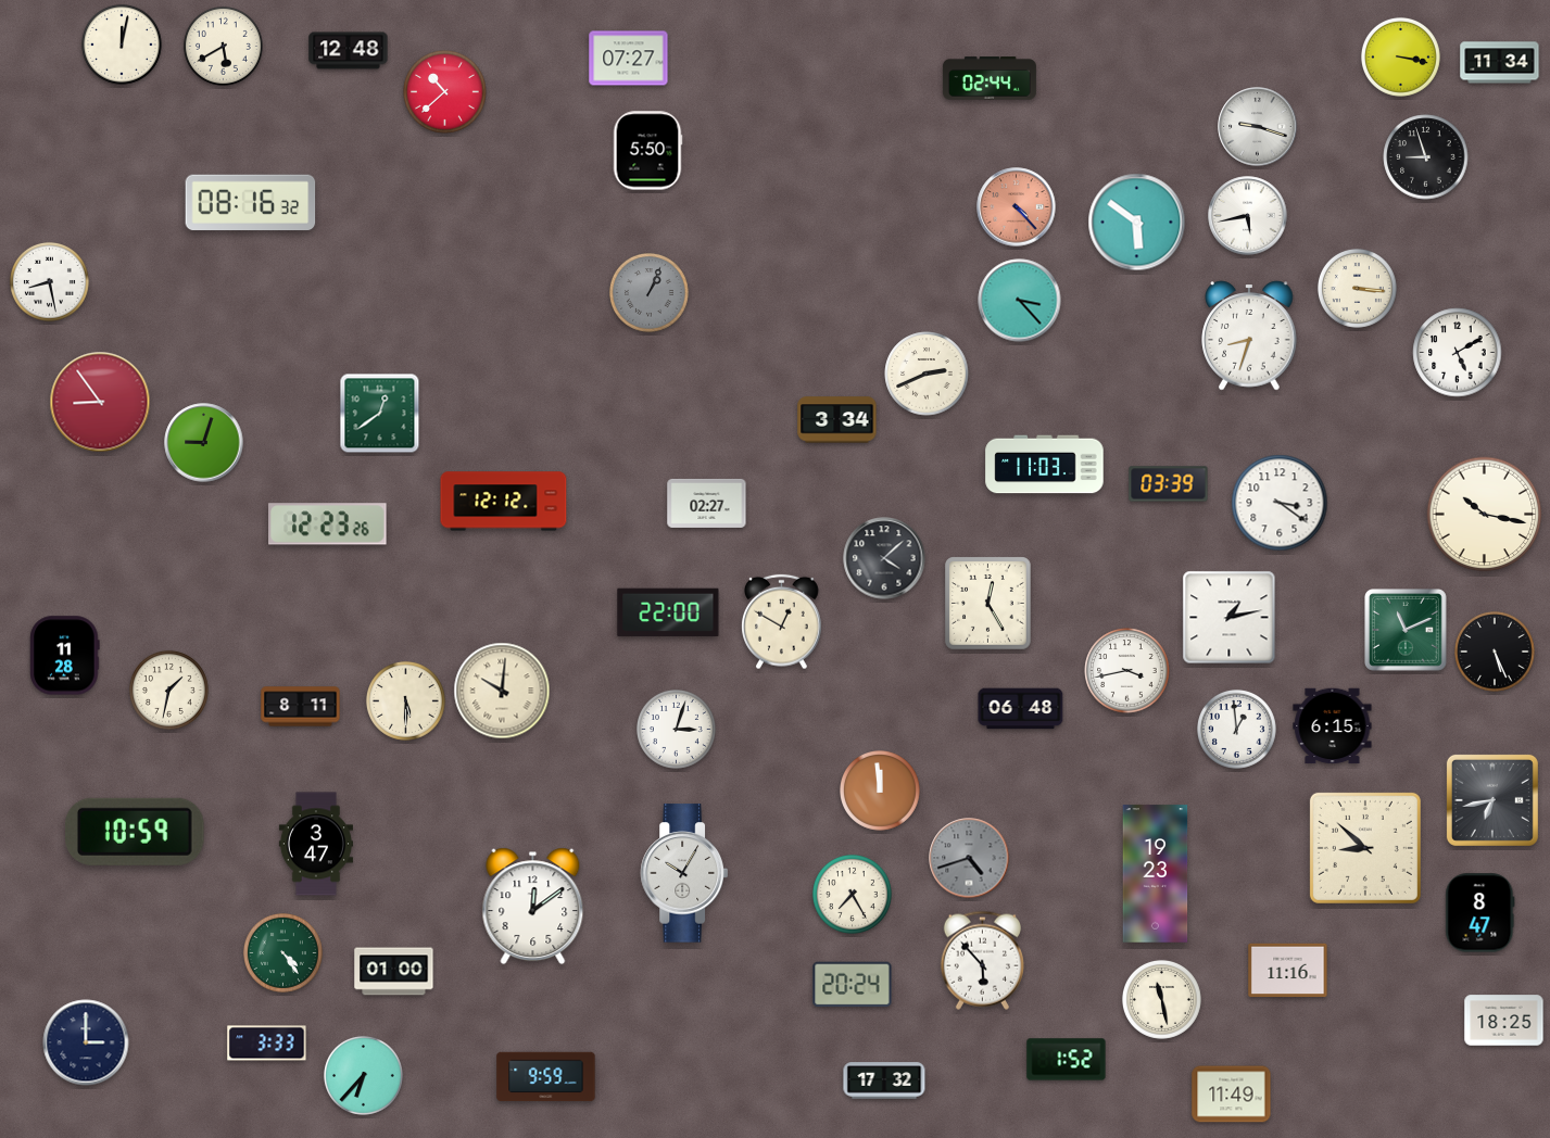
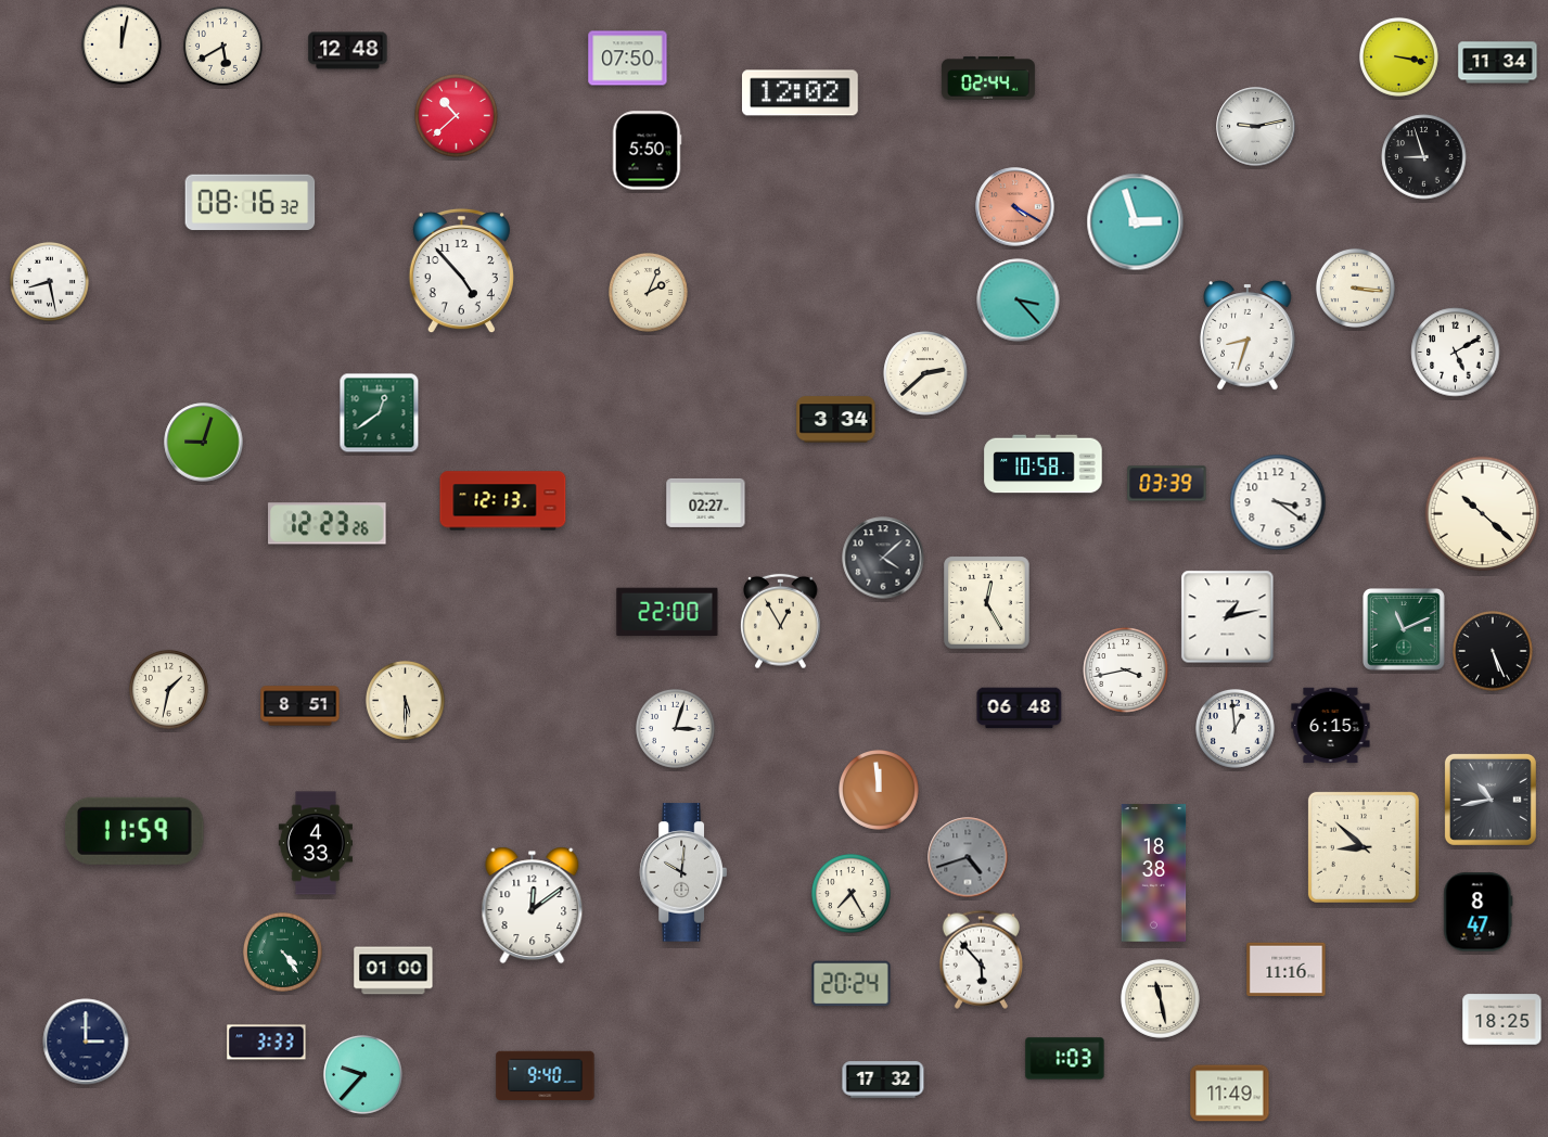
clock at (629, 59): 07:27 -> 07:50
clock at (445, 92) position: (445, 92) -> (457, 116)
clock at (801, 93): none -> 12:02
clock at (1258, 127): 9:18 -> 9:13
clock at (1017, 207): 4:23 -> 4:20
clock at (1248, 216): 5:43 -> none
clock at (1137, 223): 5:51 -> 2:57
clock at (461, 271): none -> 4:53
clock at (648, 292): 1:04 -> 2:04
clock at (648, 292) dial: grey -> cream
clock at (927, 374): 2:41 -> 2:38
clock at (100, 402): 8:54 -> none
clock at (1045, 465): 11:03 -> 10:58
clock at (504, 502): 12:12 -> 12:13
clock at (1485, 515): 10:17 -> 10:22
clock at (782, 622): 12:50 -> 12:55
clock at (65, 656): 11:28 -> none
clock at (502, 691): 10:01 -> none
clock at (301, 707): 8:11 -> 8:51
clock at (1492, 800): 6:43 -> 10:43
clock at (136, 832): 10:59 -> 11:59
clock at (316, 844): 3:47 -> 4:33
clock at (683, 873): 10:05 -> 10:01
clock at (1156, 874): 19:23 -> 18:38
clock at (1067, 1060): 1:52 -> 1:03
clock at (363, 1075): 6:37 -> 9:37
clock at (546, 1077): 9:59 -> 9:40
